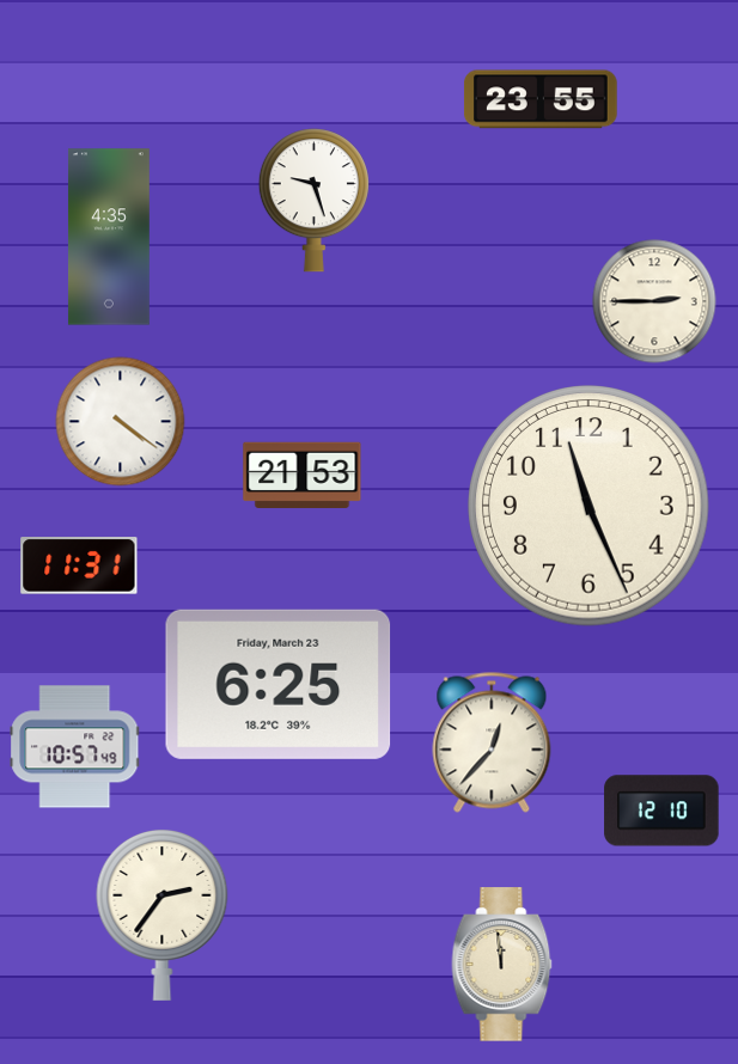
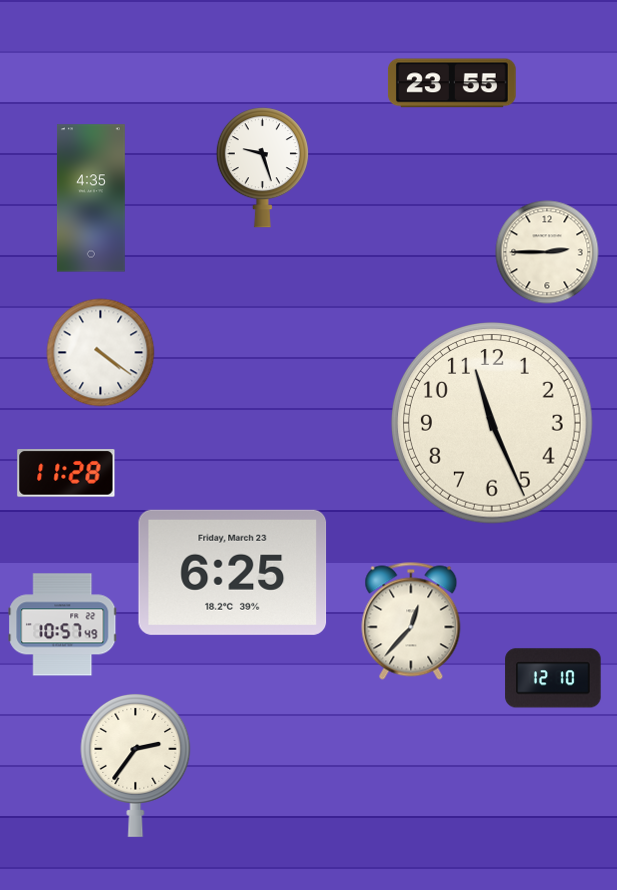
clock at (303, 475): 21:53 -> none
clock at (79, 565): 11:31 -> 11:28
clock at (502, 965): 11:59 -> none
